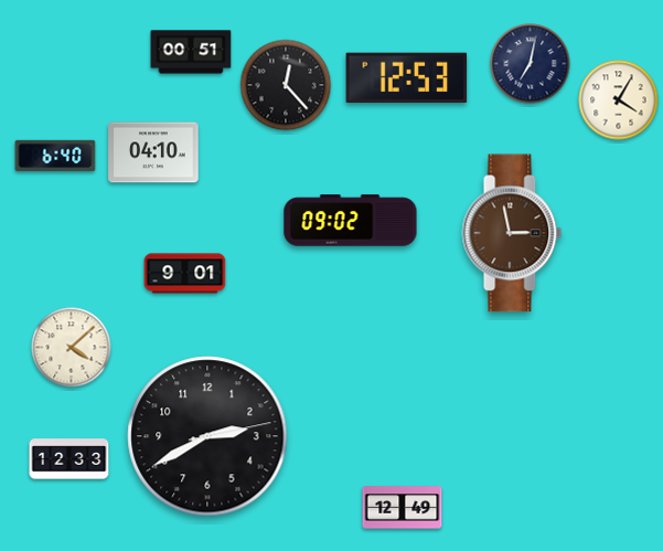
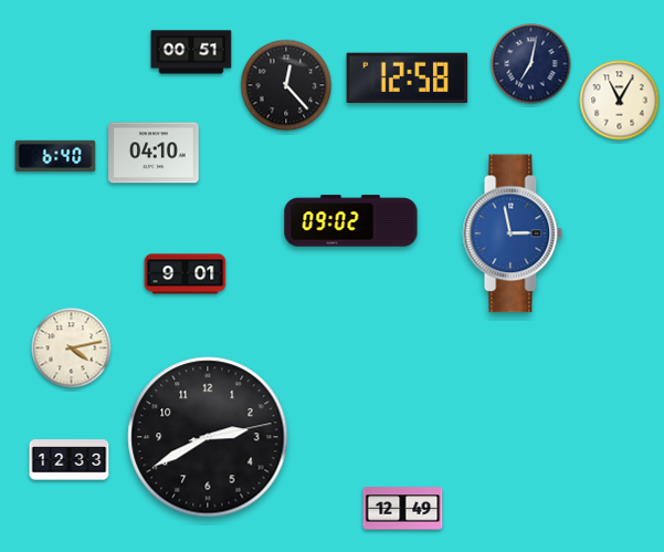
clock at (407, 78): 12:53 -> 12:58
clock at (619, 100): 4:05 -> 11:05
clock at (512, 233) dial: brown -> blue
clock at (72, 348): 4:08 -> 4:13
